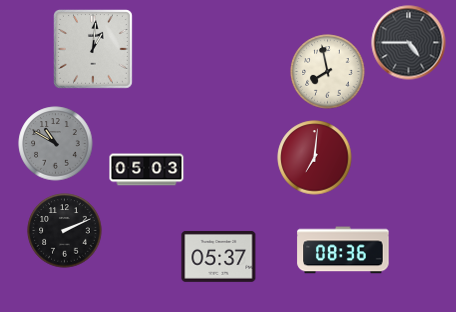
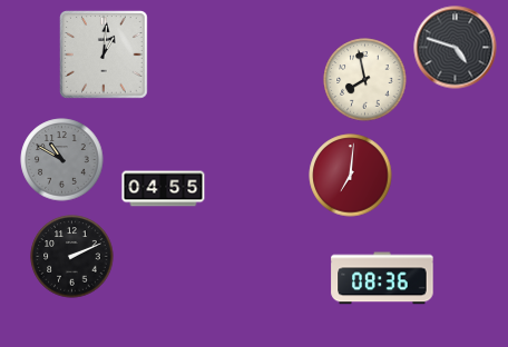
clock at (409, 43): 4:45 -> 4:48
clock at (147, 170): 05:03 -> 04:55
clock at (219, 256): 05:37 -> none
